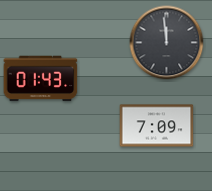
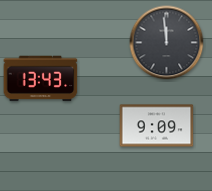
clock at (41, 79): 01:43 -> 13:43
clock at (157, 126): 7:09 -> 9:09
